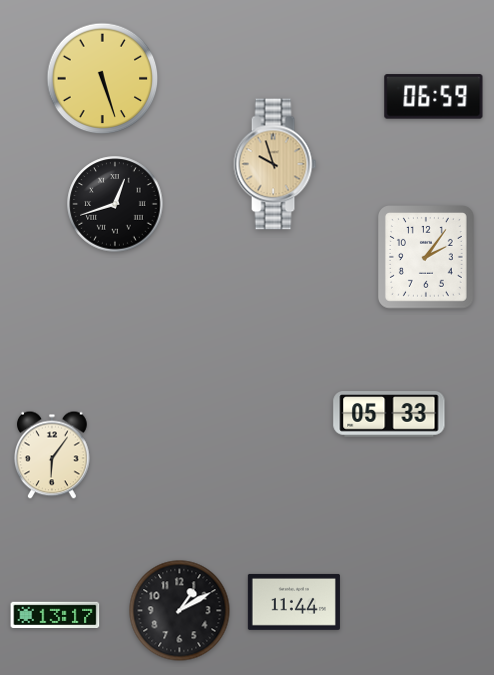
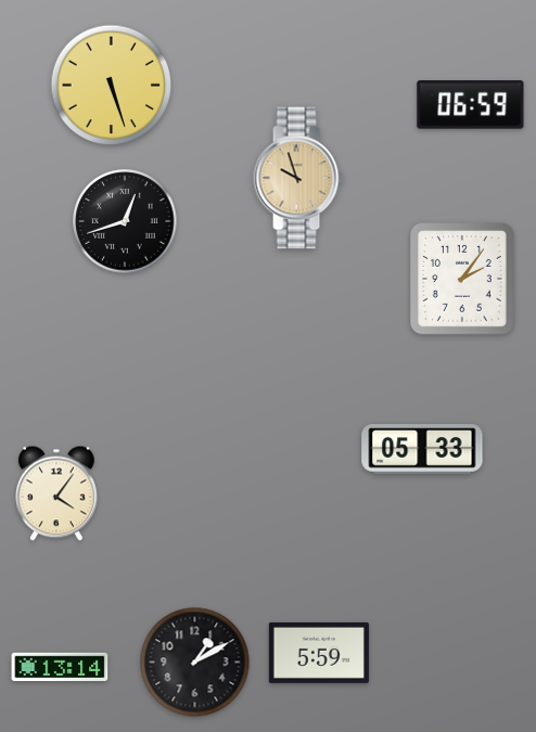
clock at (53, 455): 6:06 -> 4:06
clock at (294, 602): 11:44 -> 5:59
clock at (55, 615): 13:17 -> 13:14
